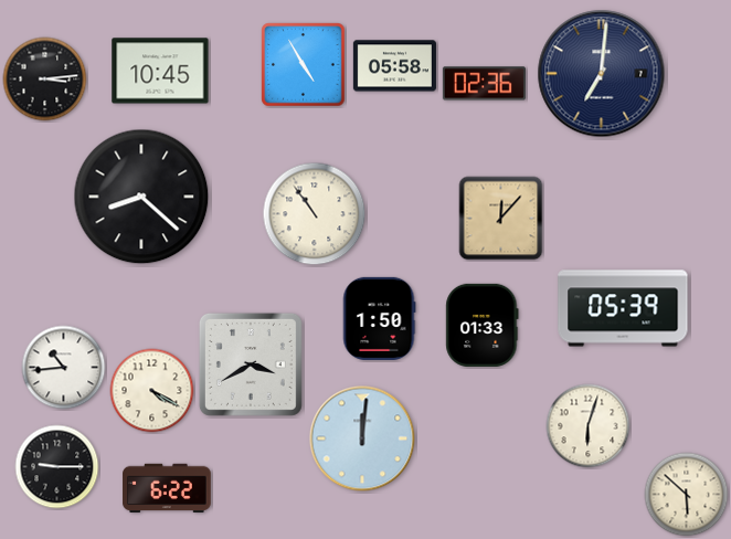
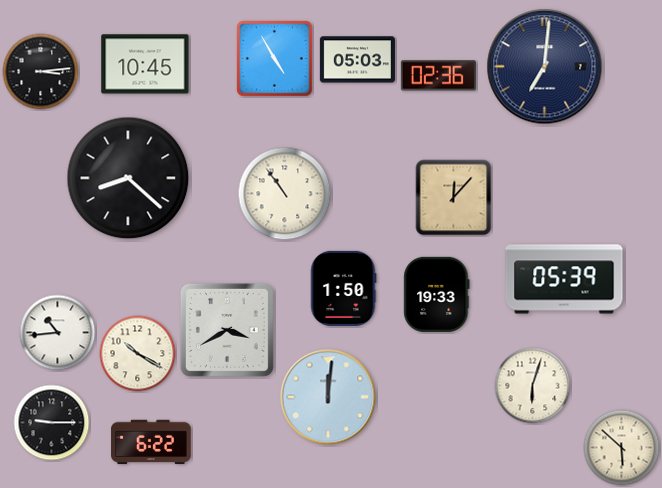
clock at (394, 66): 05:58 -> 05:03
clock at (483, 325): 01:33 -> 19:33
clock at (152, 391): 4:20 -> 10:20
